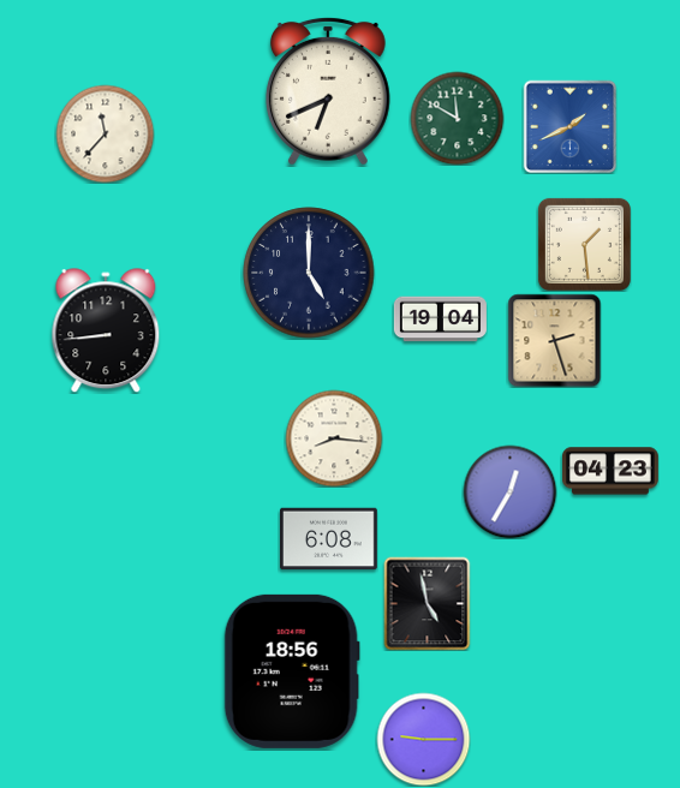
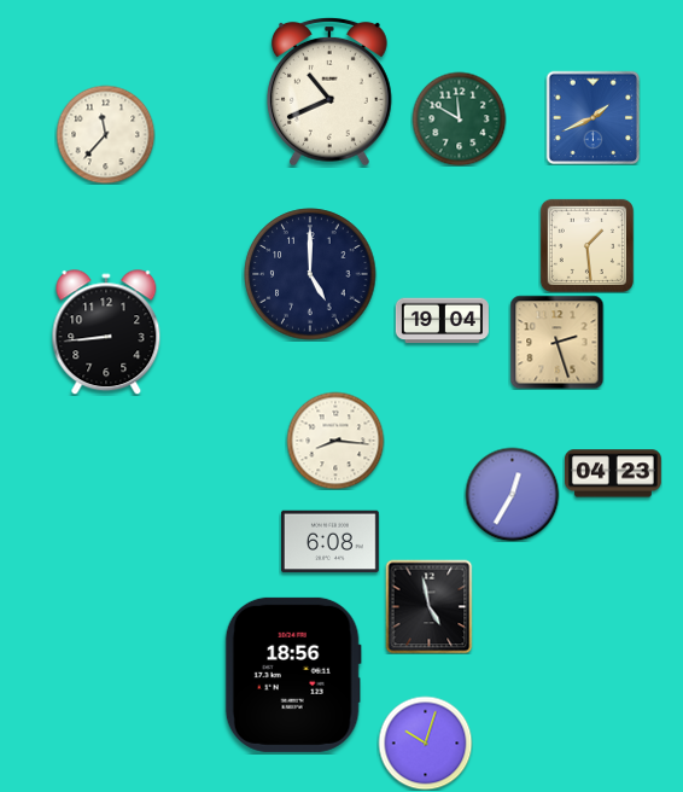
clock at (328, 91): 6:41 -> 10:41
clock at (569, 126) position: (569, 126) -> (592, 117)
clock at (423, 739): 9:15 -> 10:03
